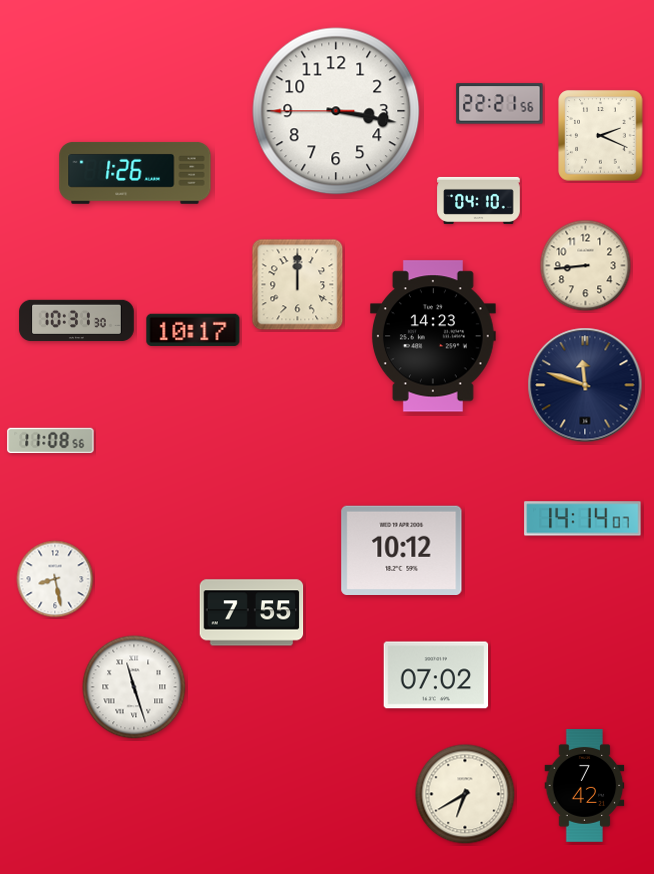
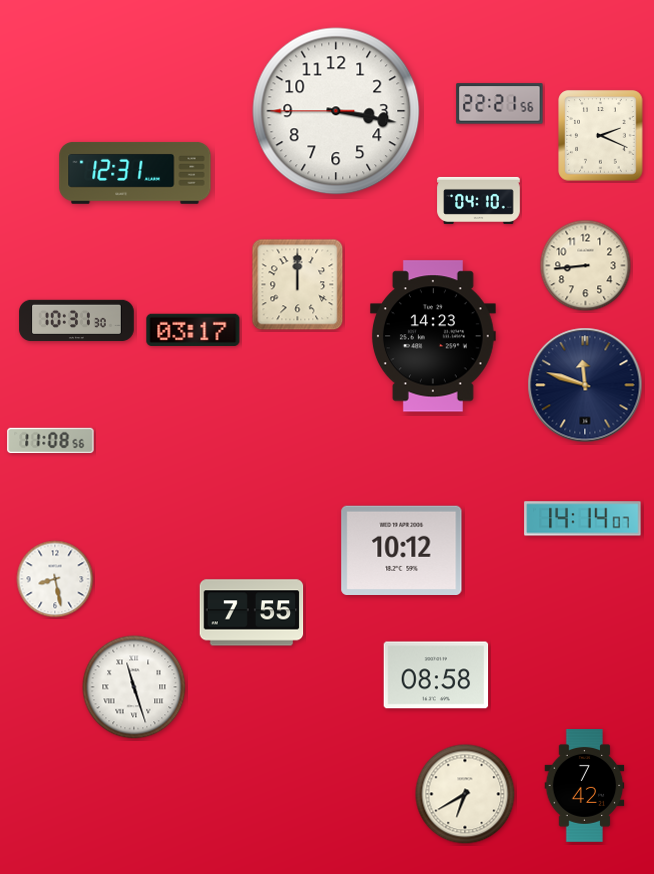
clock at (135, 173): 1:26 -> 12:31
clock at (193, 329): 10:17 -> 03:17
clock at (436, 675): 07:02 -> 08:58
